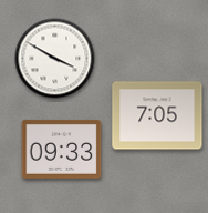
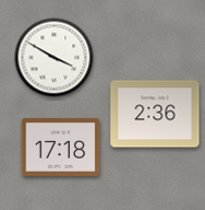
clock at (157, 115): 7:05 -> 2:36
clock at (62, 149): 09:33 -> 17:18
